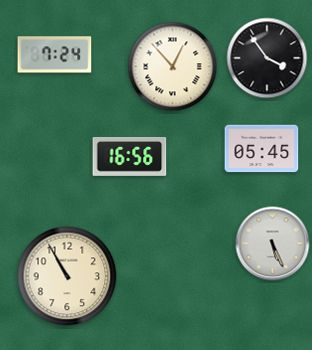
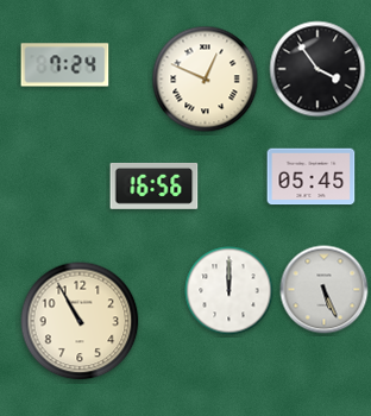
clock at (173, 67): 12:53 -> 12:49
clock at (229, 291): none -> 12:00
clock at (67, 276) position: (67, 276) -> (80, 321)
